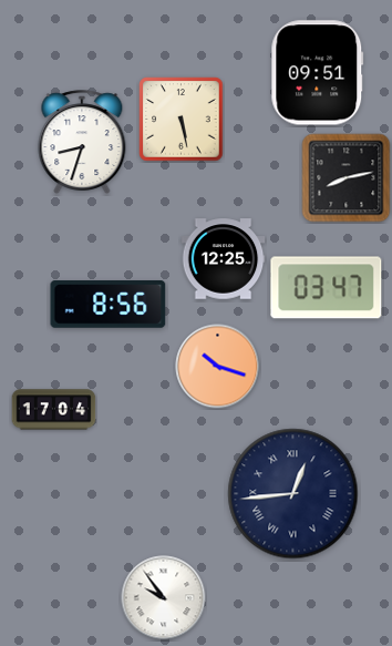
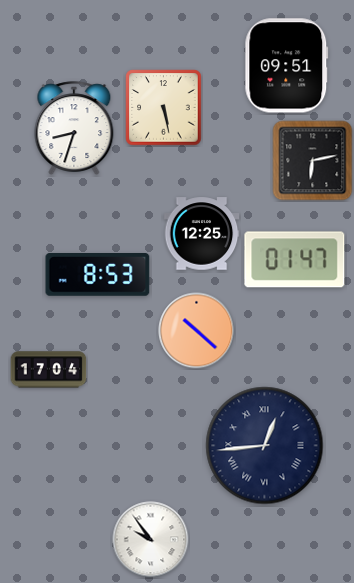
clock at (347, 178): 8:13 -> 6:13
clock at (327, 288): 03:47 -> 01:47
clock at (109, 305): 8:56 -> 8:53
clock at (218, 367): 10:18 -> 10:22
clock at (164, 598) position: (164, 598) -> (151, 540)
